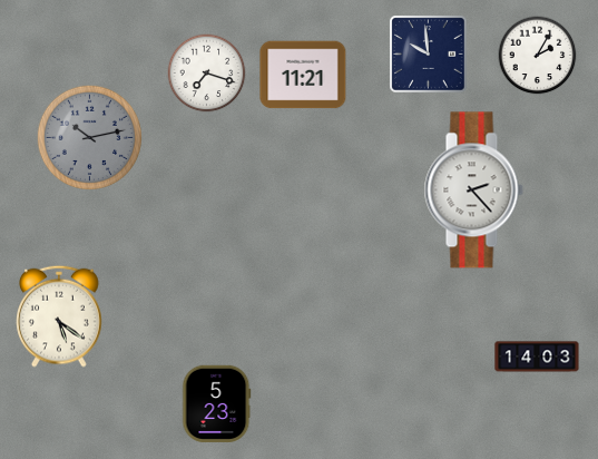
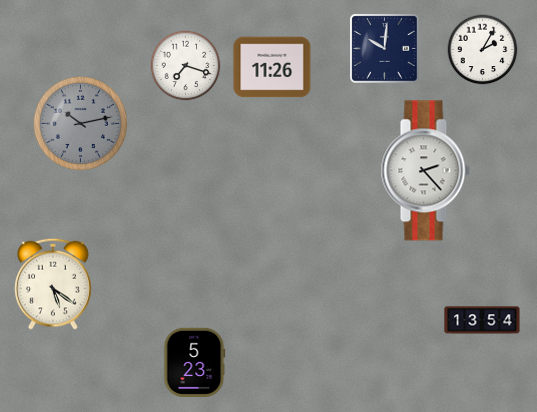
clock at (429, 55): 9:59 -> 10:01
clock at (303, 75): 11:21 -> 11:26
clock at (537, 357): 14:03 -> 13:54
